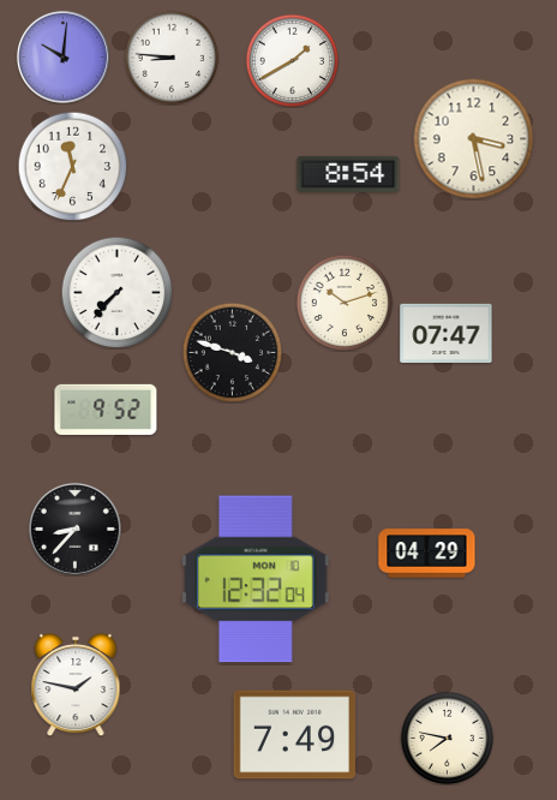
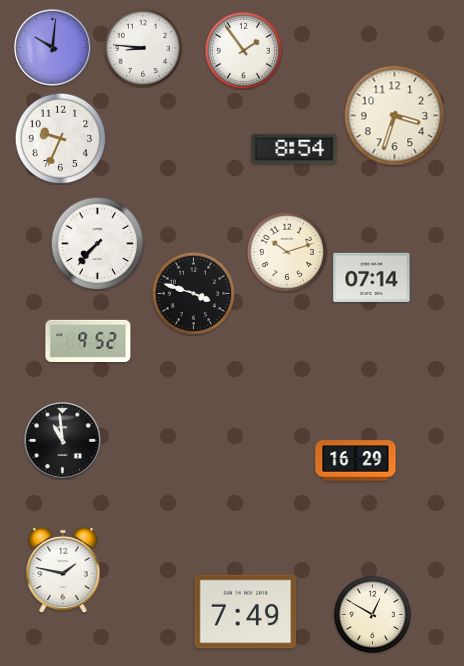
clock at (292, 60): 1:40 -> 1:54
clock at (474, 139): 3:28 -> 3:33
clock at (72, 166): 11:34 -> 9:34
clock at (348, 174) position: (348, 174) -> (294, 149)
clock at (447, 333): 07:47 -> 07:14
clock at (74, 529): 8:37 -> 10:59
clock at (427, 554): 04:29 -> 16:29
clock at (256, 579): 12:32 -> none
clock at (447, 738): 7:47 -> 12:50
